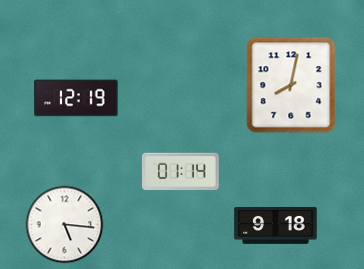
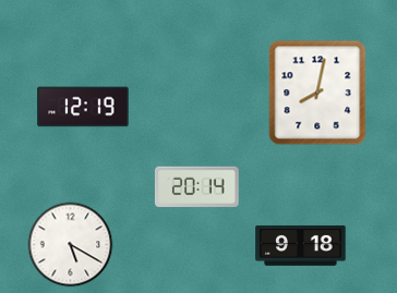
clock at (181, 172): 01:14 -> 20:14
clock at (64, 224): 5:16 -> 5:20
